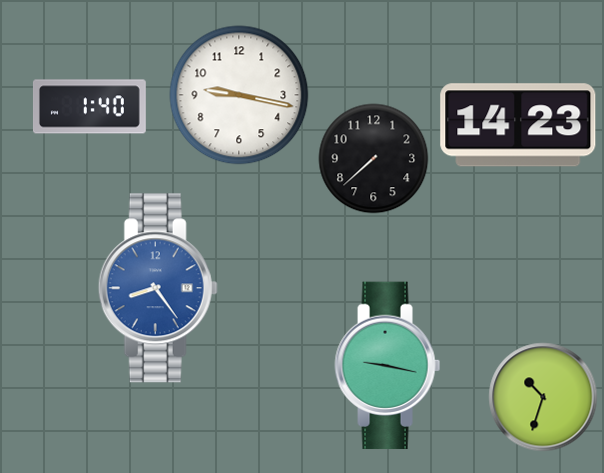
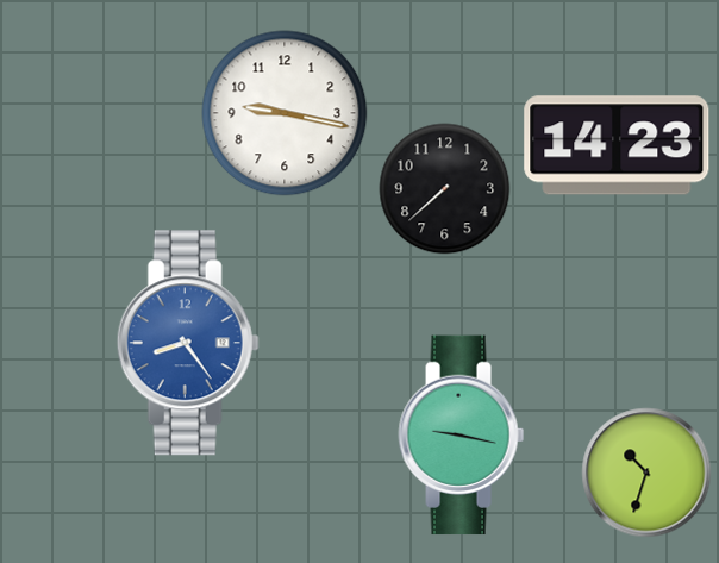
clock at (89, 107): 1:40 -> none
clock at (518, 125) position: (518, 125) -> (617, 145)
